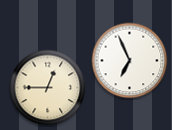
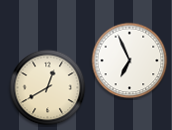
clock at (48, 88): 12:45 -> 12:40
